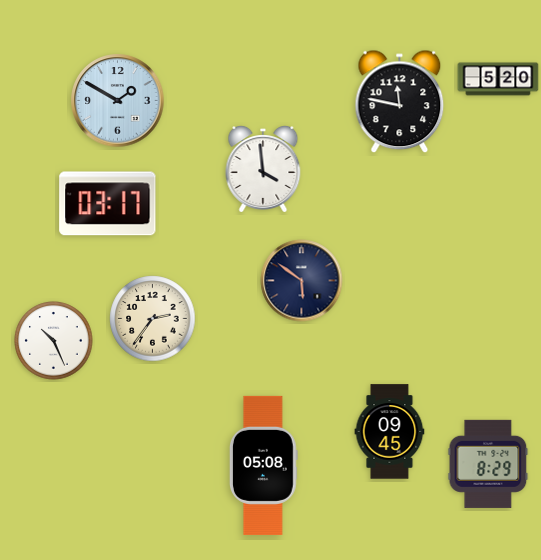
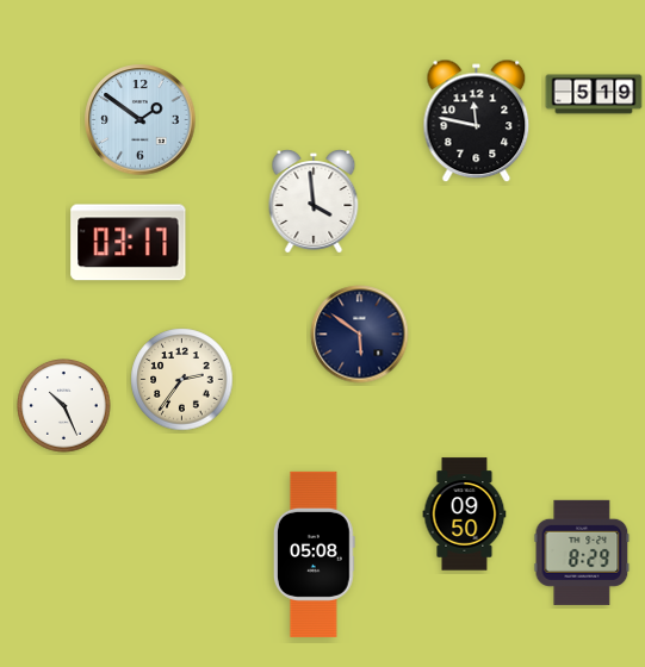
clock at (498, 79): 5:20 -> 5:19
clock at (118, 101): 1:50 -> 1:51
clock at (390, 432): 09:45 -> 09:50
